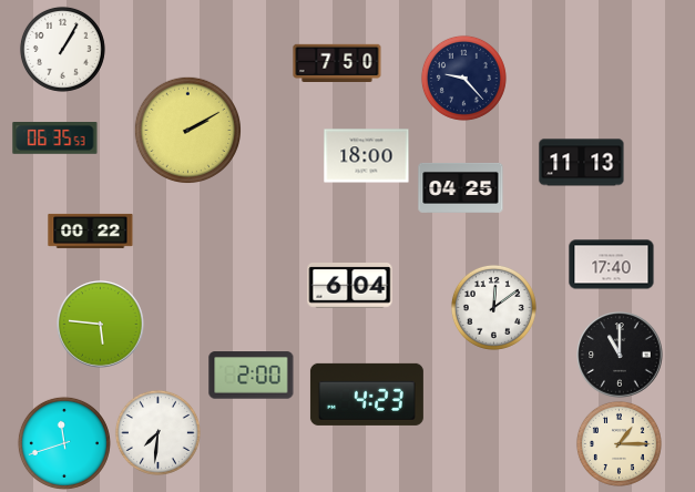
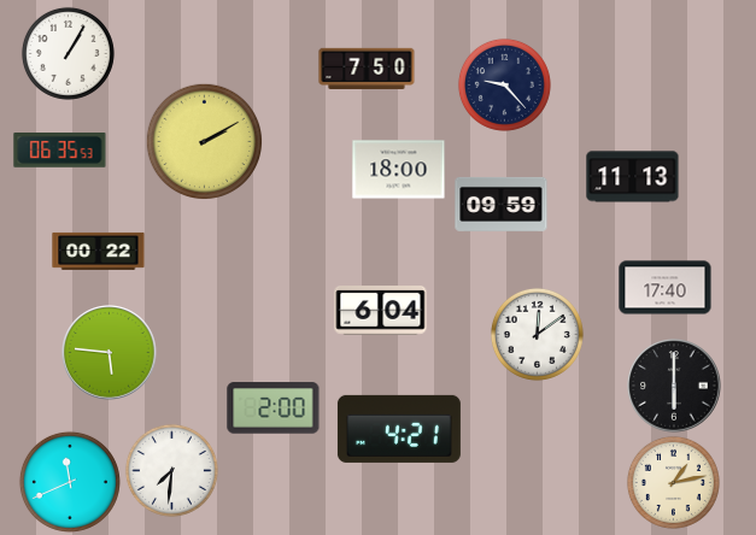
clock at (461, 187): 04:25 -> 09:59
clock at (620, 355): 11:00 -> 6:00
clock at (367, 394): 4:23 -> 4:21
clock at (64, 443): 11:42 -> 11:41
clock at (619, 443): 1:15 -> 1:13
